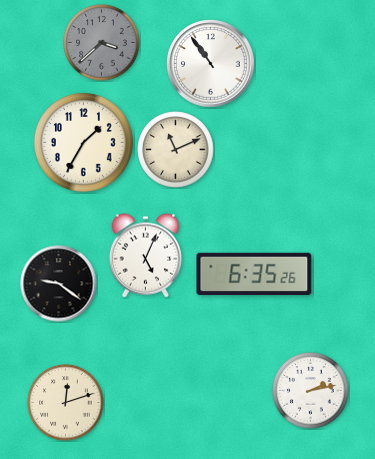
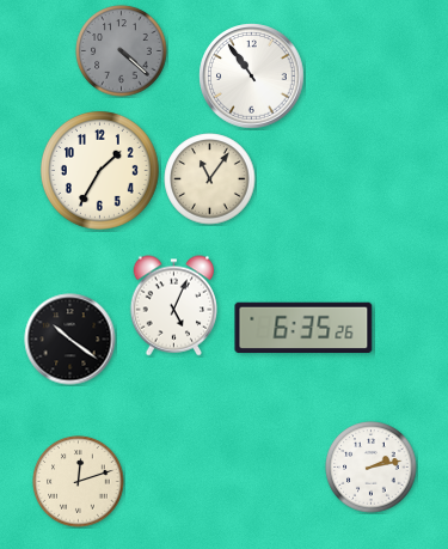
clock at (102, 43): 3:38 -> 4:22
clock at (176, 150): 11:11 -> 11:06
clock at (59, 284): 9:21 -> 10:21
